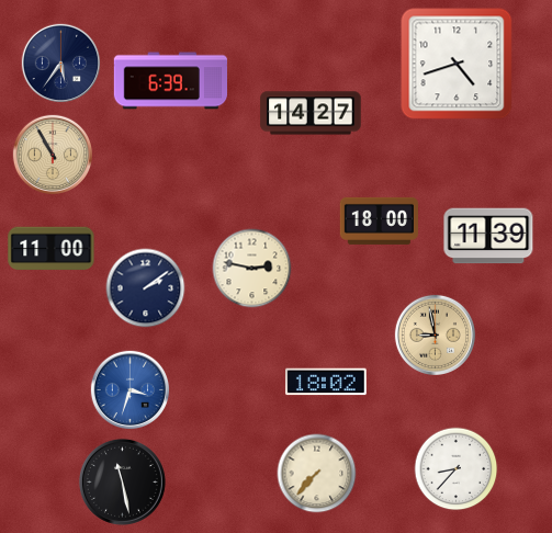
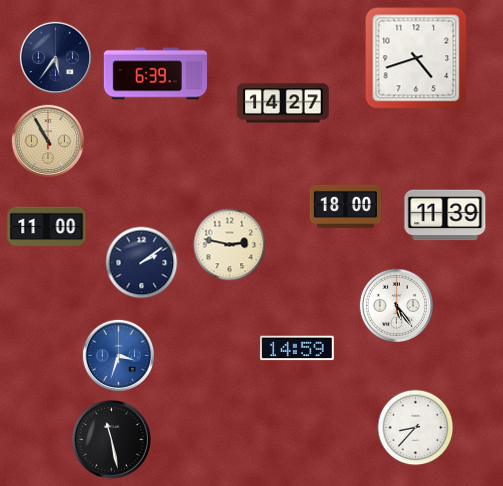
clock at (379, 220) position: (379, 220) -> (345, 206)
clock at (146, 288) position: (146, 288) -> (142, 263)
clock at (435, 334): 8:58 -> 5:24
clock at (435, 334) dial: champagne -> white
clock at (326, 382): 18:02 -> 14:59
clock at (317, 474): 7:37 -> none
